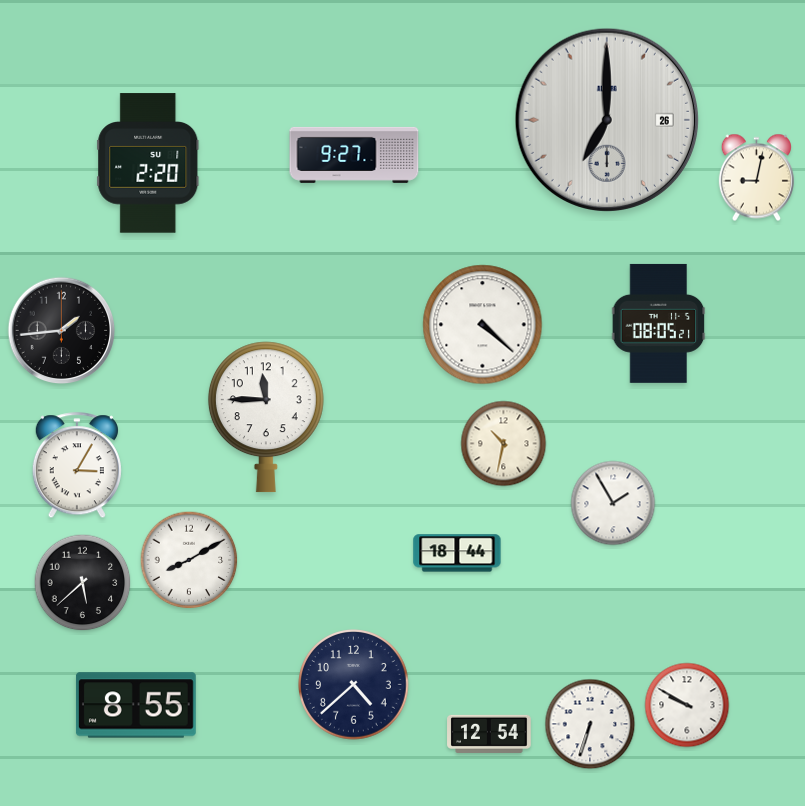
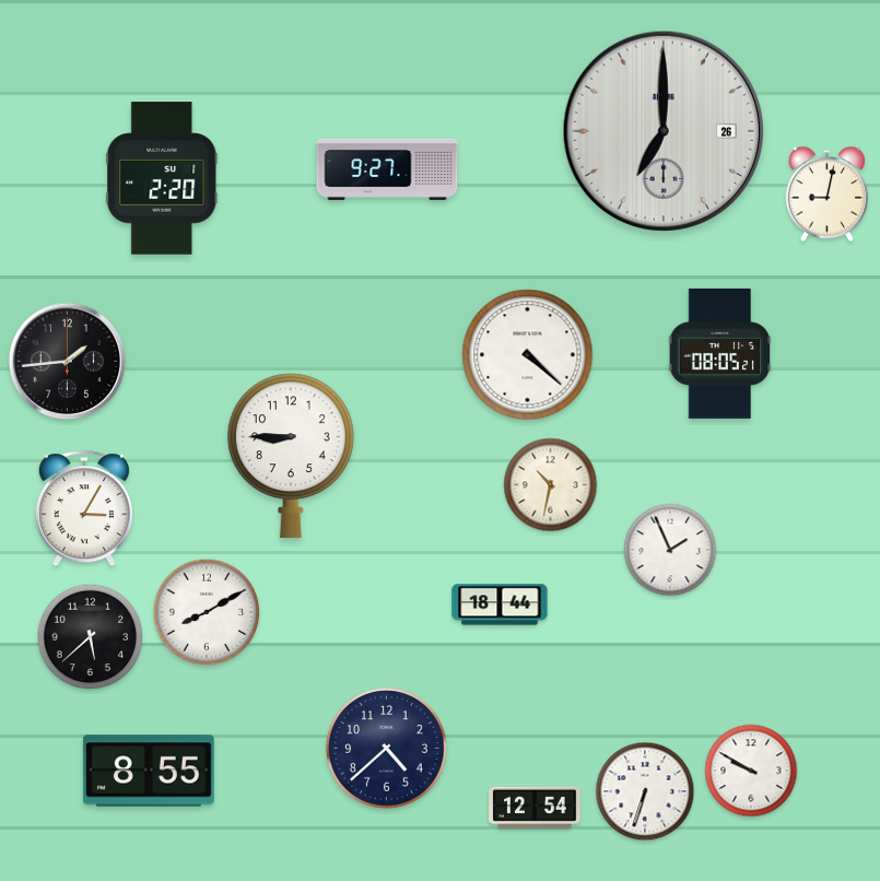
clock at (266, 417): 11:45 -> 8:45
clock at (613, 503): 1:55 -> 1:56
clock at (489, 734) position: (489, 734) -> (535, 808)
